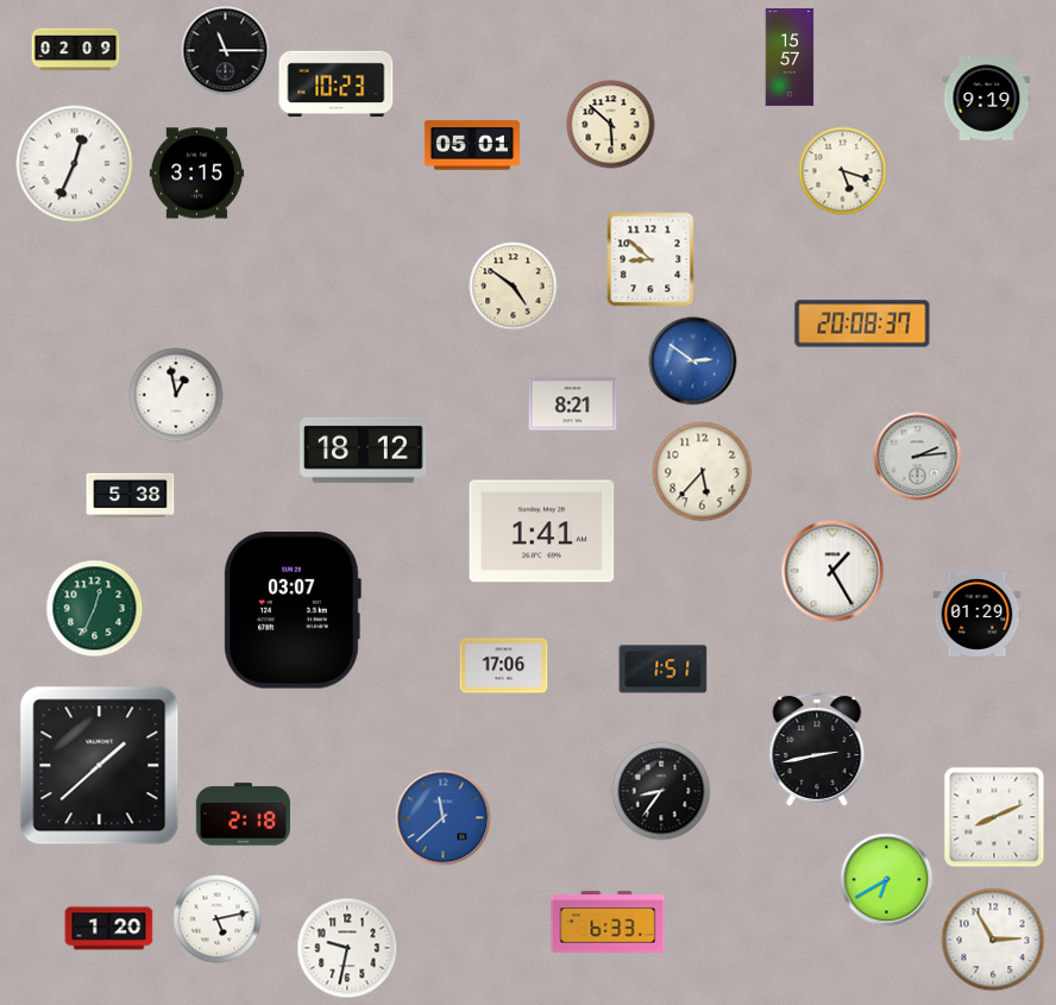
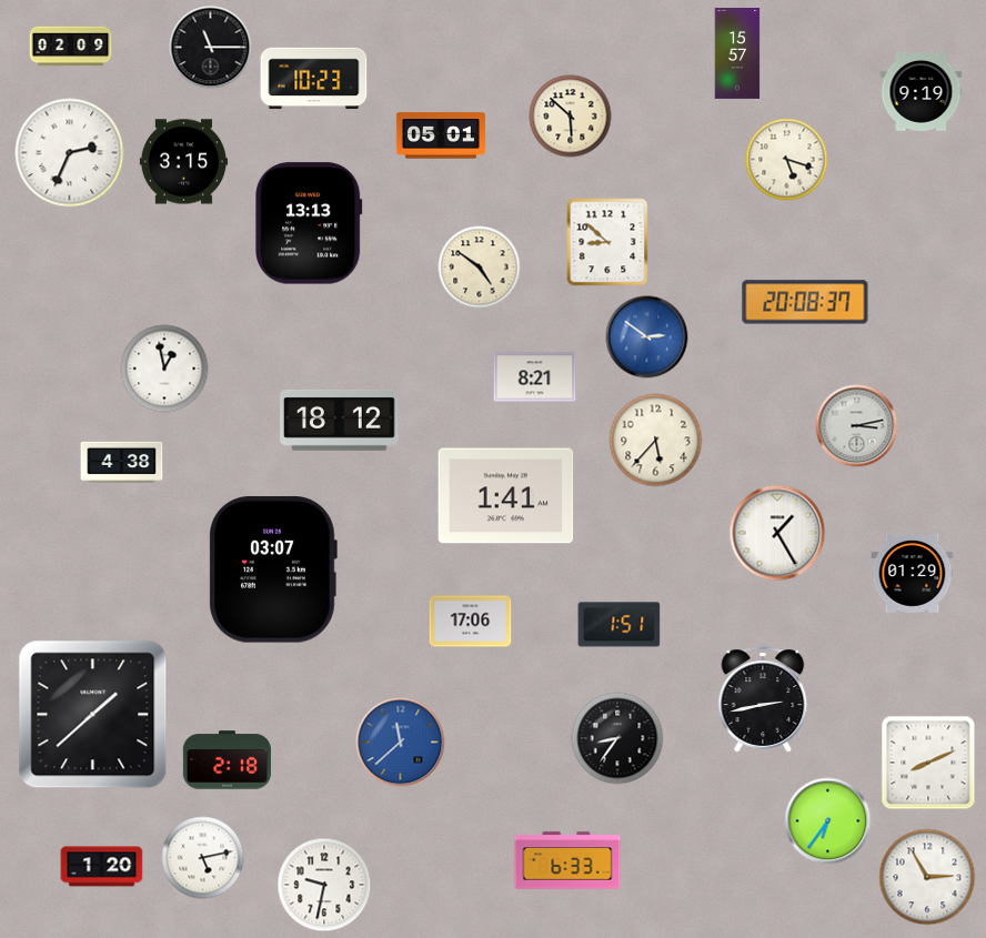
clock at (75, 164): 12:34 -> 2:34
clock at (309, 223): none -> 13:13
clock at (918, 457): 2:14 -> 3:13
clock at (131, 496): 5:38 -> 4:38
clock at (95, 609): 12:34 -> none
clock at (444, 818) position: (444, 818) -> (401, 743)
clock at (887, 880): 6:40 -> 6:36
